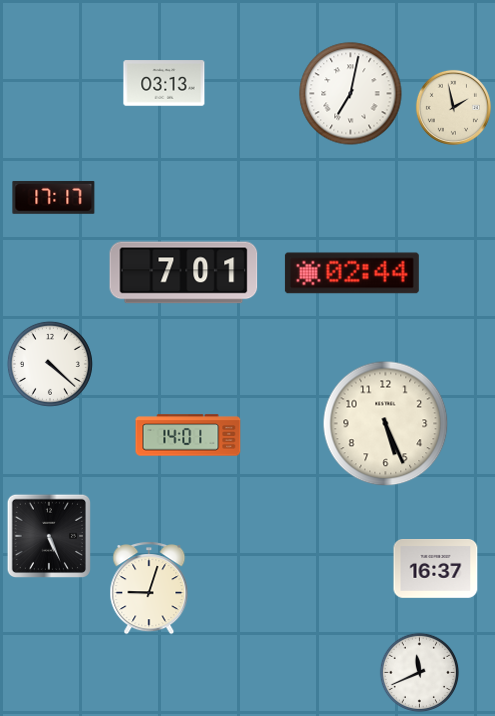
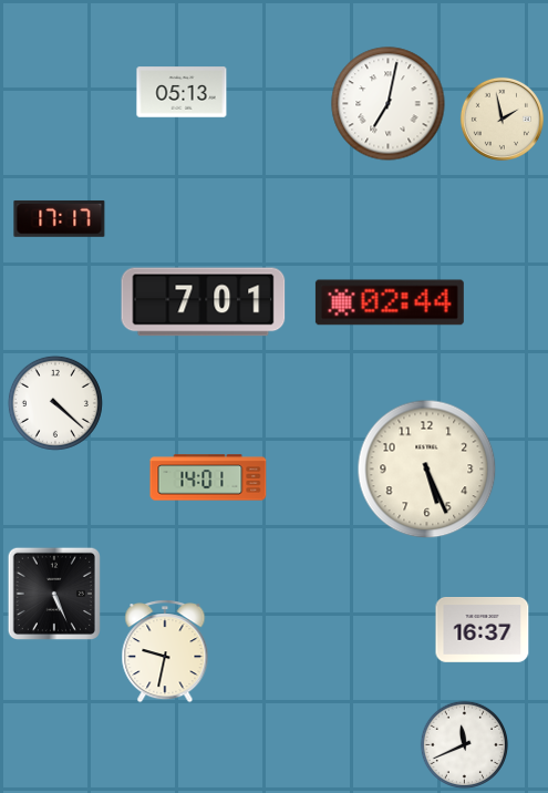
clock at (164, 83): 03:13 -> 05:13
clock at (188, 435) position: (188, 435) -> (208, 477)
clock at (149, 588): 9:03 -> 9:32
